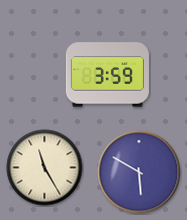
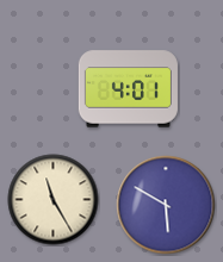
clock at (107, 75): 3:59 -> 4:01
